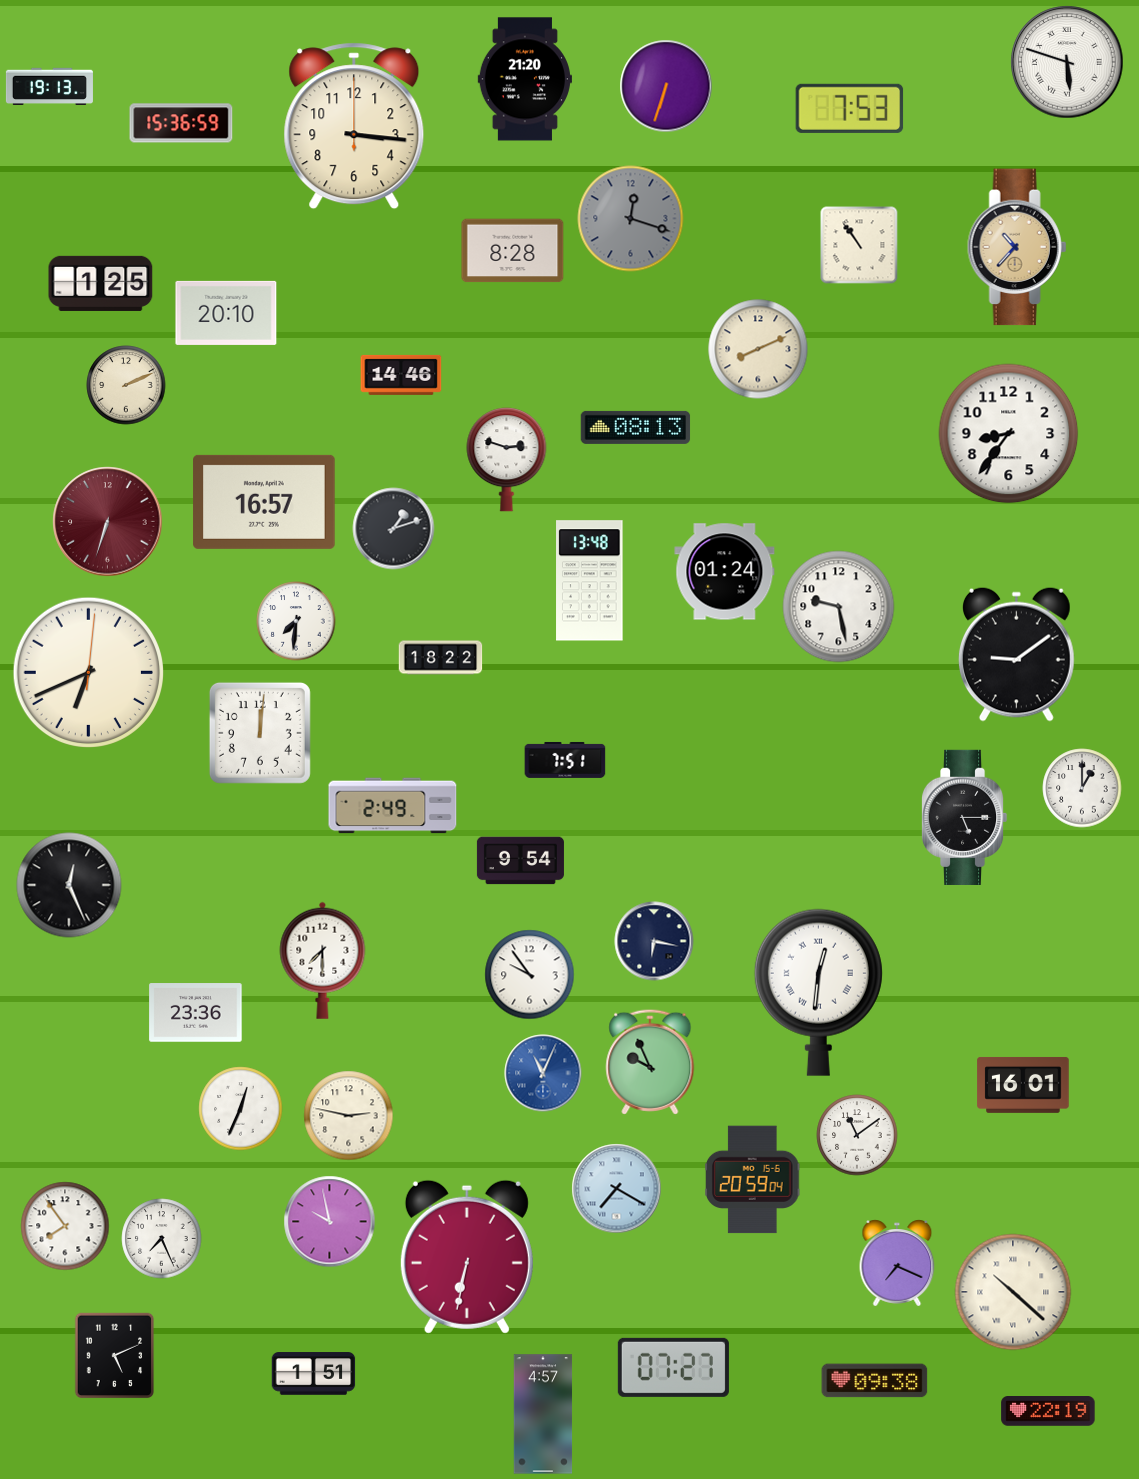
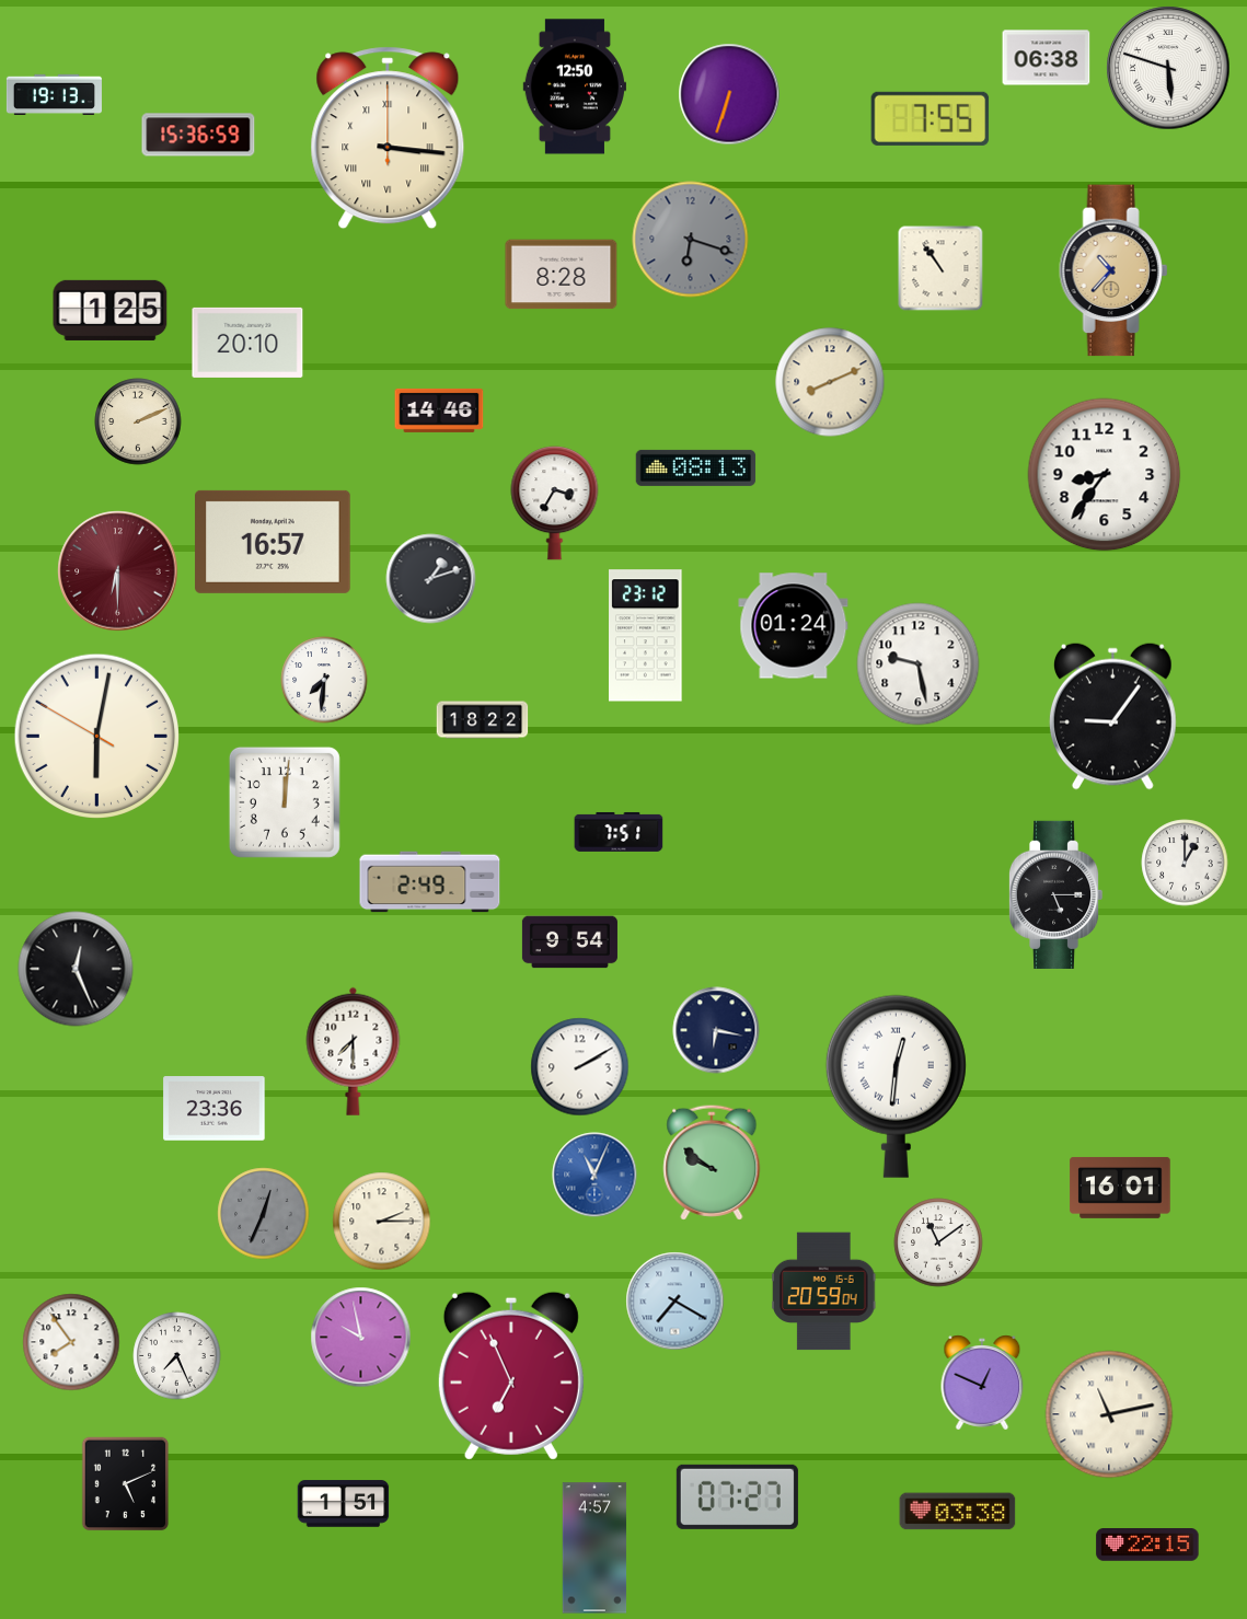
clock at (1047, 58): none -> 06:38
clock at (524, 79): 21:20 -> 12:50
clock at (850, 108): 7:53 -> 7:55
clock at (354, 126) numerals: Arabic -> Roman
clock at (631, 219): 12:18 -> 6:18
clock at (507, 460): 2:48 -> 3:35
clock at (264, 502) position: (264, 502) -> (273, 542)
clock at (108, 522): 6:33 -> 6:30
clock at (590, 581): 13:48 -> 23:12
clock at (1016, 654): 9:09 -> 9:06
clock at (88, 672): 6:41 -> 6:01
clock at (530, 975): 9:54 -> 2:10
clock at (650, 1062): 9:56 -> 9:51
clock at (241, 1109) dial: white -> grey
clock at (349, 1116): 2:47 -> 2:15
clock at (467, 1257): 6:32 -> 6:56
clock at (897, 1263): 7:19 -> 12:49
clock at (1013, 1292): 10:22 -> 11:13
clock at (875, 1381): 09:38 -> 03:38
clock at (1048, 1412): 22:19 -> 22:15
